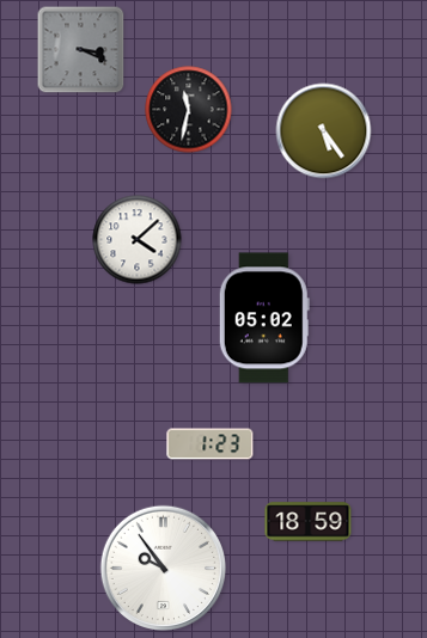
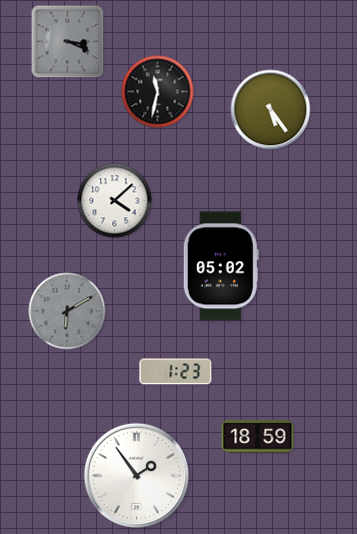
clock at (67, 311): none -> 6:10
clock at (163, 568): 9:54 -> 1:54
